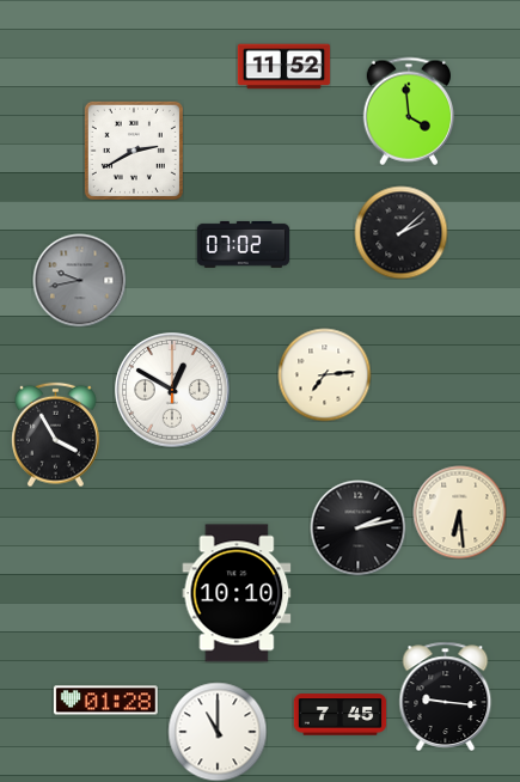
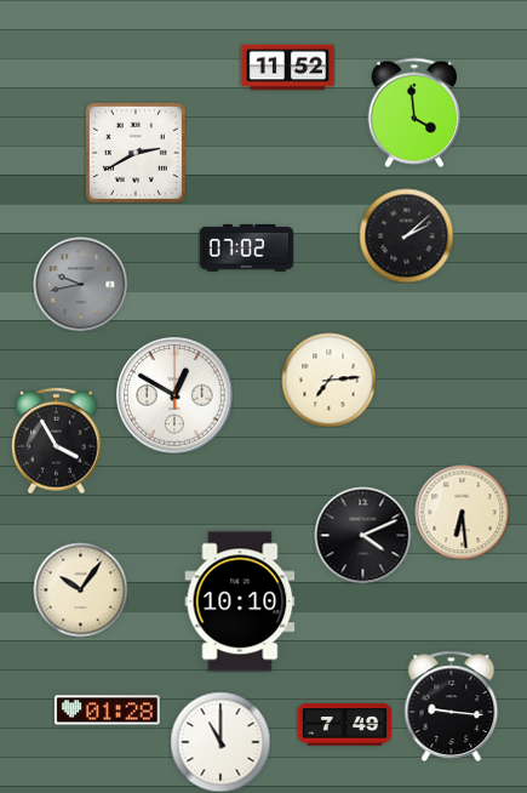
clock at (459, 512) position: (459, 512) -> (462, 512)
clock at (357, 527): 2:13 -> 4:11
clock at (80, 589): none -> 10:06
clock at (339, 715): 7:45 -> 7:49
